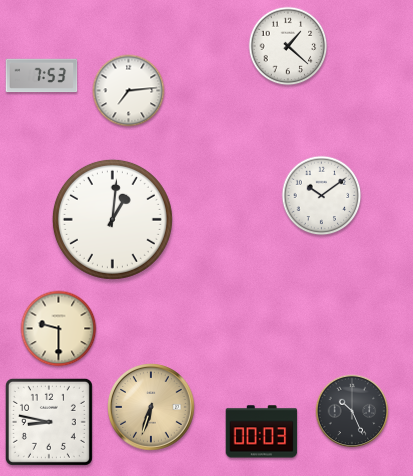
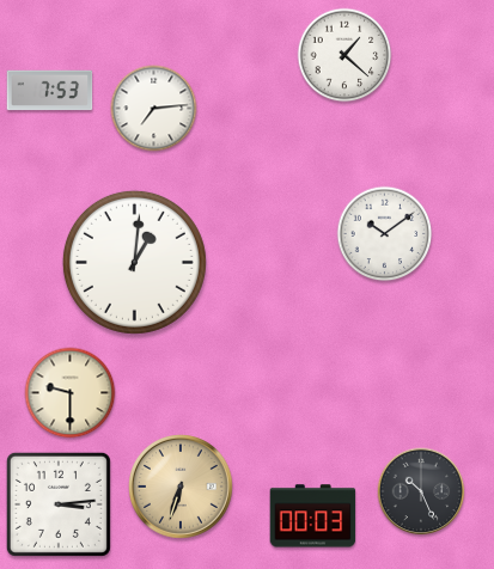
clock at (49, 422): 8:47 -> 3:14
